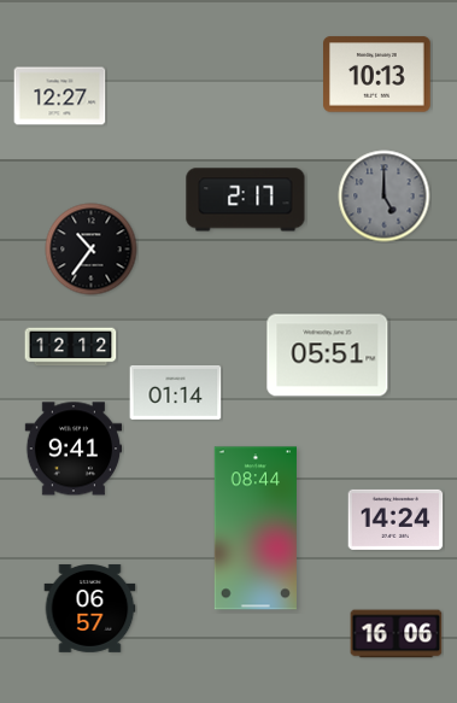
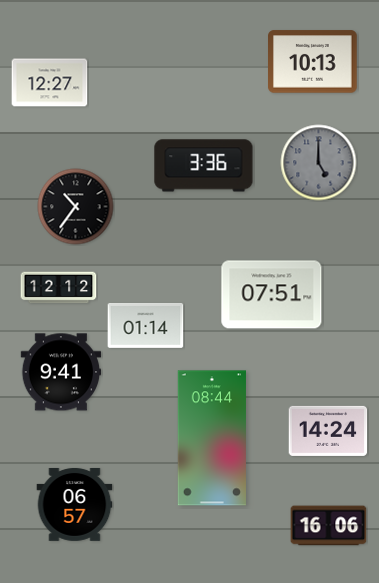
clock at (60, 96) position: (60, 96) -> (50, 83)
clock at (246, 200): 2:17 -> 3:36
clock at (328, 356): 05:51 -> 07:51
